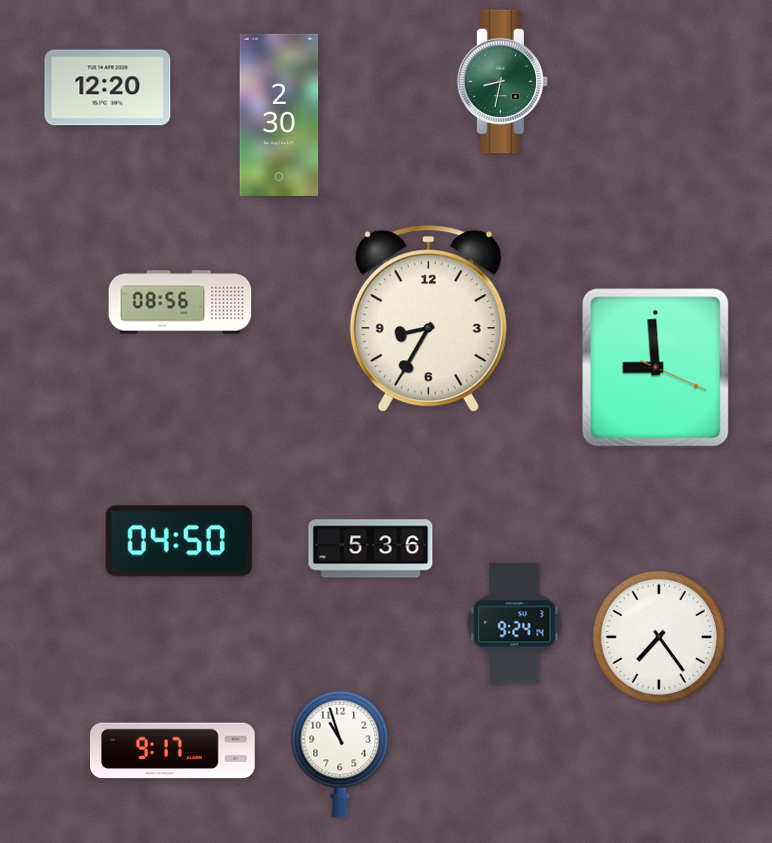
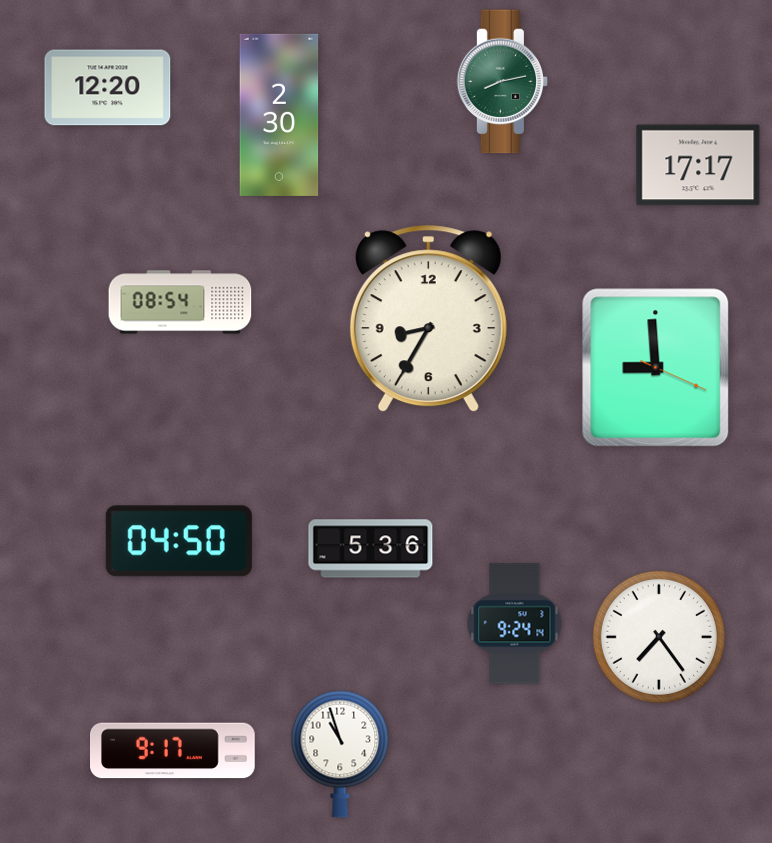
clock at (503, 82): 8:32 -> 8:13
clock at (698, 165): none -> 17:17
clock at (180, 302): 08:56 -> 08:54
